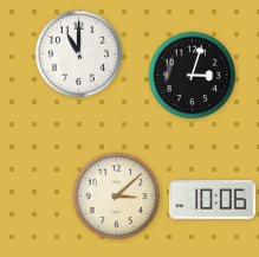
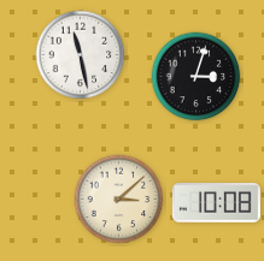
clock at (79, 54): 11:00 -> 11:28
clock at (212, 200): 10:06 -> 10:08
